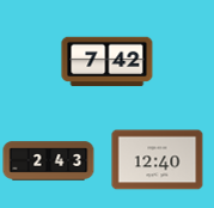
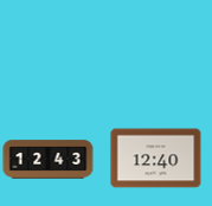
clock at (108, 62): 7:42 -> none
clock at (49, 161): 2:43 -> 12:43
